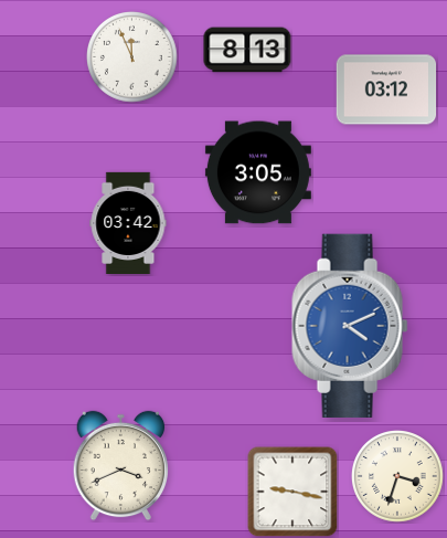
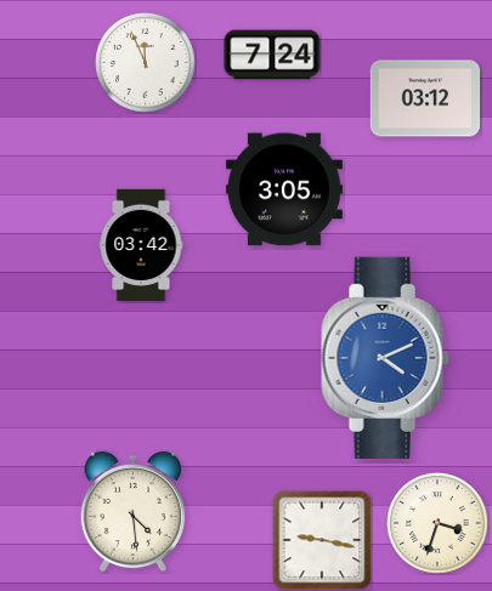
clock at (247, 50): 8:13 -> 7:24
clock at (120, 466): 3:41 -> 4:29
